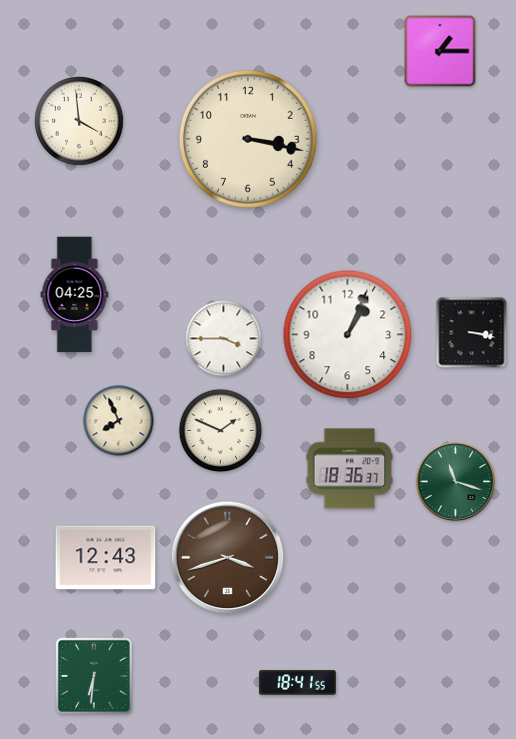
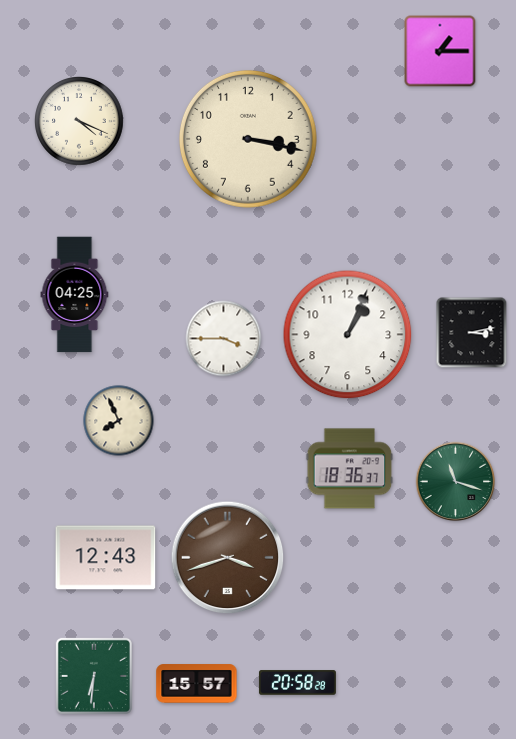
clock at (80, 122): 3:59 -> 4:19
clock at (472, 333): 3:17 -> 3:13
clock at (221, 431): 1:49 -> none
clock at (297, 683): 18:41 -> 20:58
clock at (197, 684): none -> 15:57
